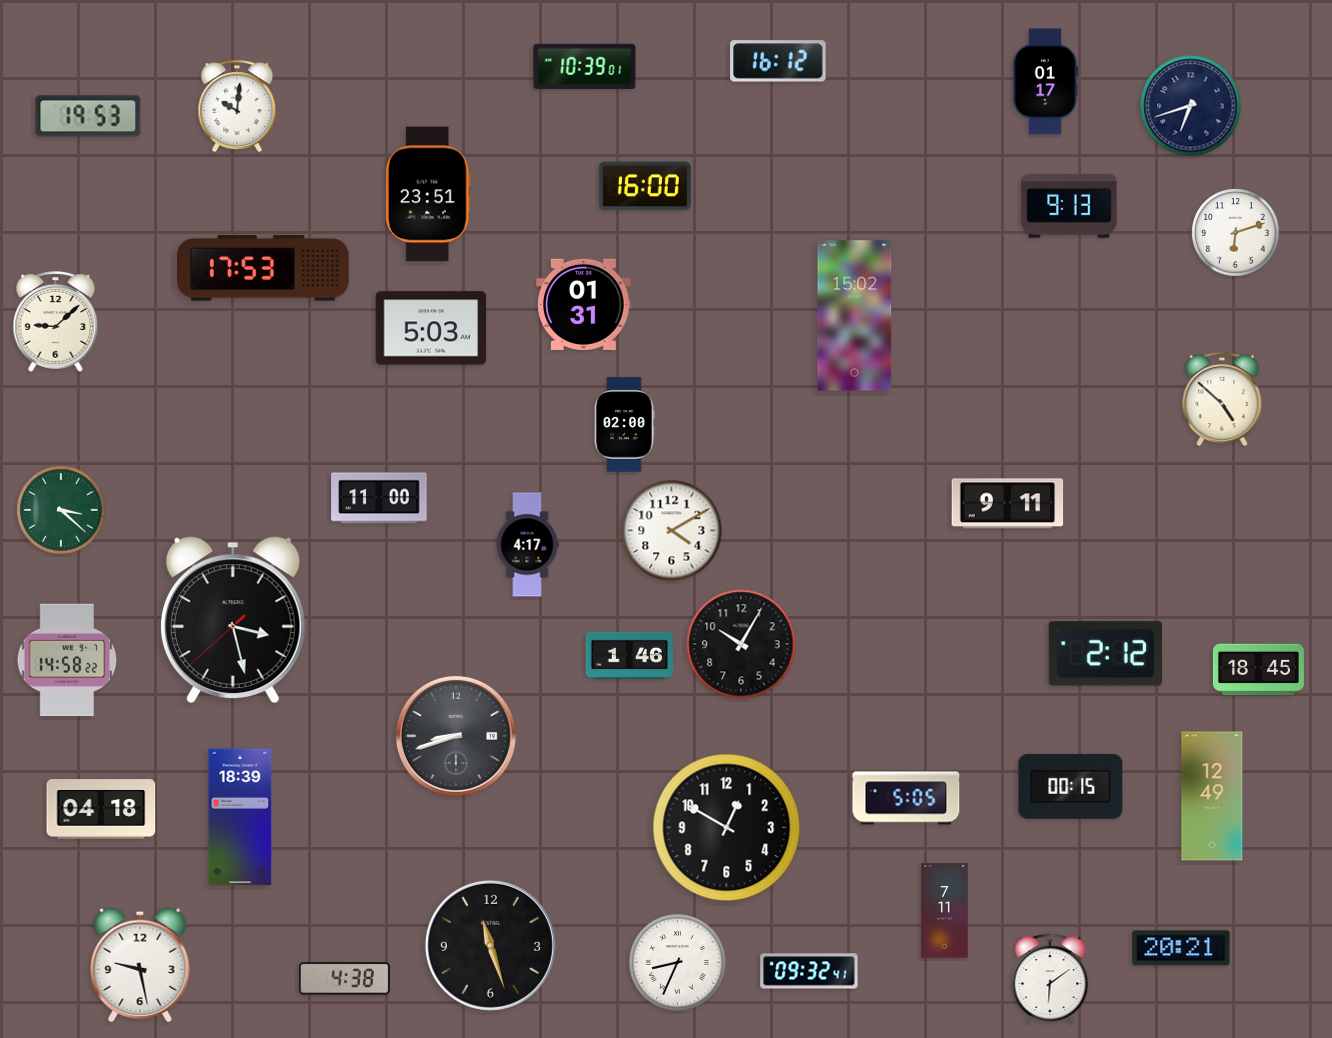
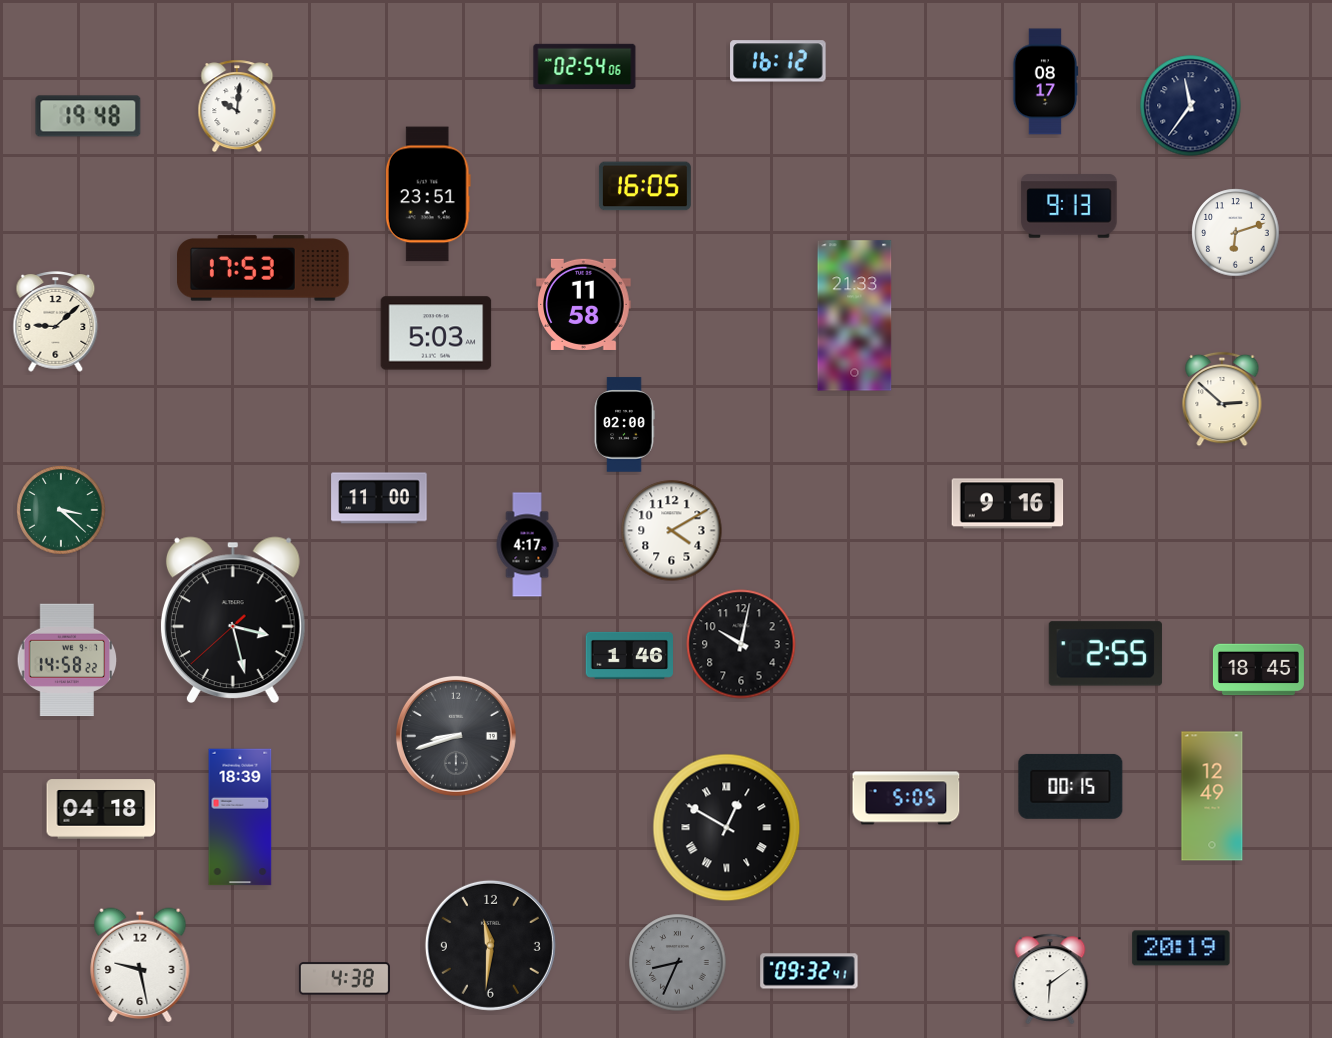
clock at (585, 66): 10:39 -> 02:54
clock at (1045, 82): 01:17 -> 08:17
clock at (1191, 106): 6:42 -> 11:36
clock at (88, 116): 19:53 -> 19:48
clock at (645, 186): 16:00 -> 16:05
clock at (584, 304): 01:31 -> 11:58
clock at (855, 316): 15:02 -> 21:33
clock at (431, 328) position: (431, 328) -> (436, 333)
clock at (1222, 399): 4:52 -> 2:52
clock at (1008, 504): 9:11 -> 9:16
clock at (741, 644): 10:05 -> 10:02
clock at (1105, 654): 2:12 -> 2:55
clock at (727, 828) numerals: Arabic -> Roman
clock at (945, 911): 7:11 -> none
clock at (490, 945): 11:27 -> 11:31
clock at (1181, 948): 20:21 -> 20:19
clock at (678, 963) dial: white -> grey
